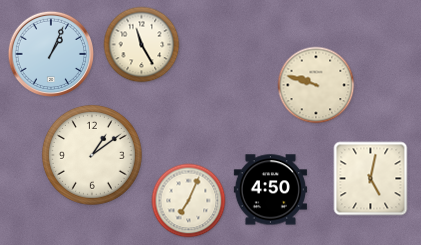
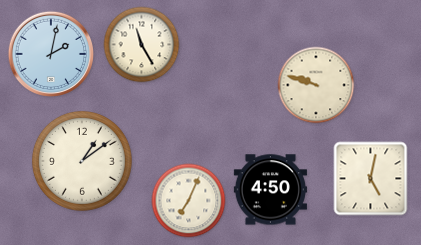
clock at (50, 53): 1:04 -> 2:02
clock at (92, 155) position: (92, 155) -> (82, 161)
